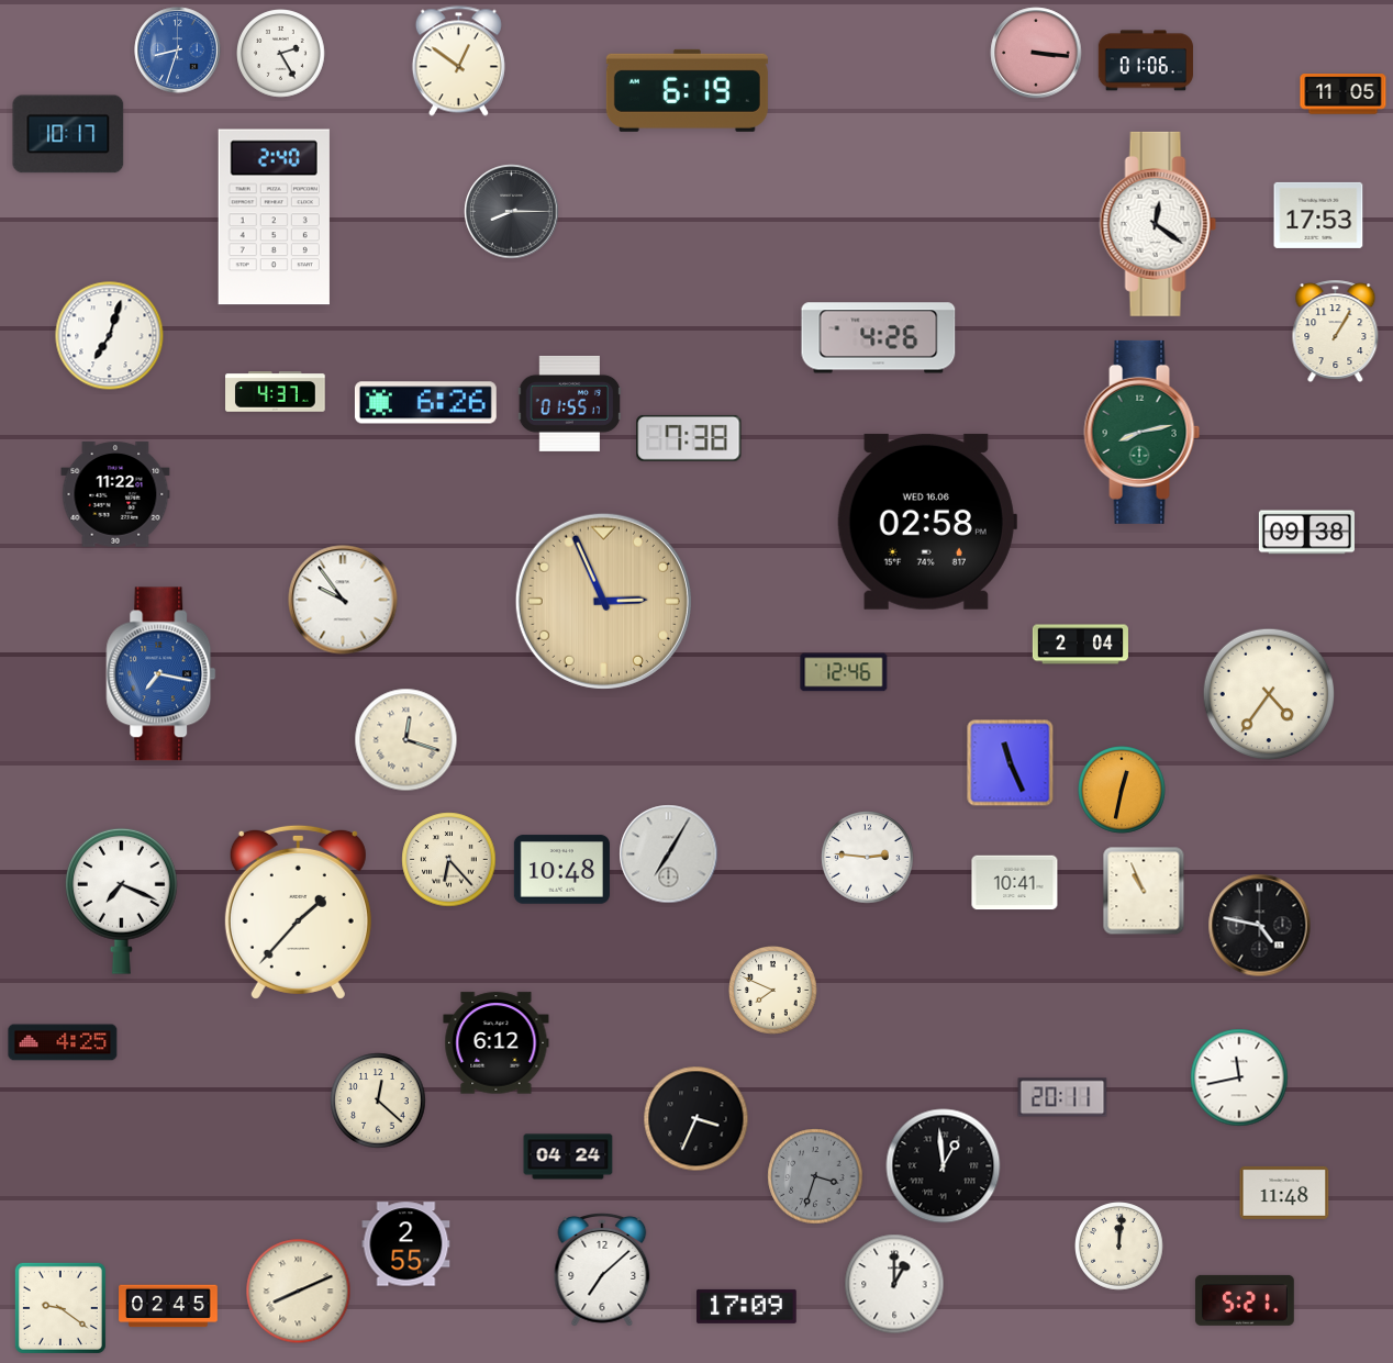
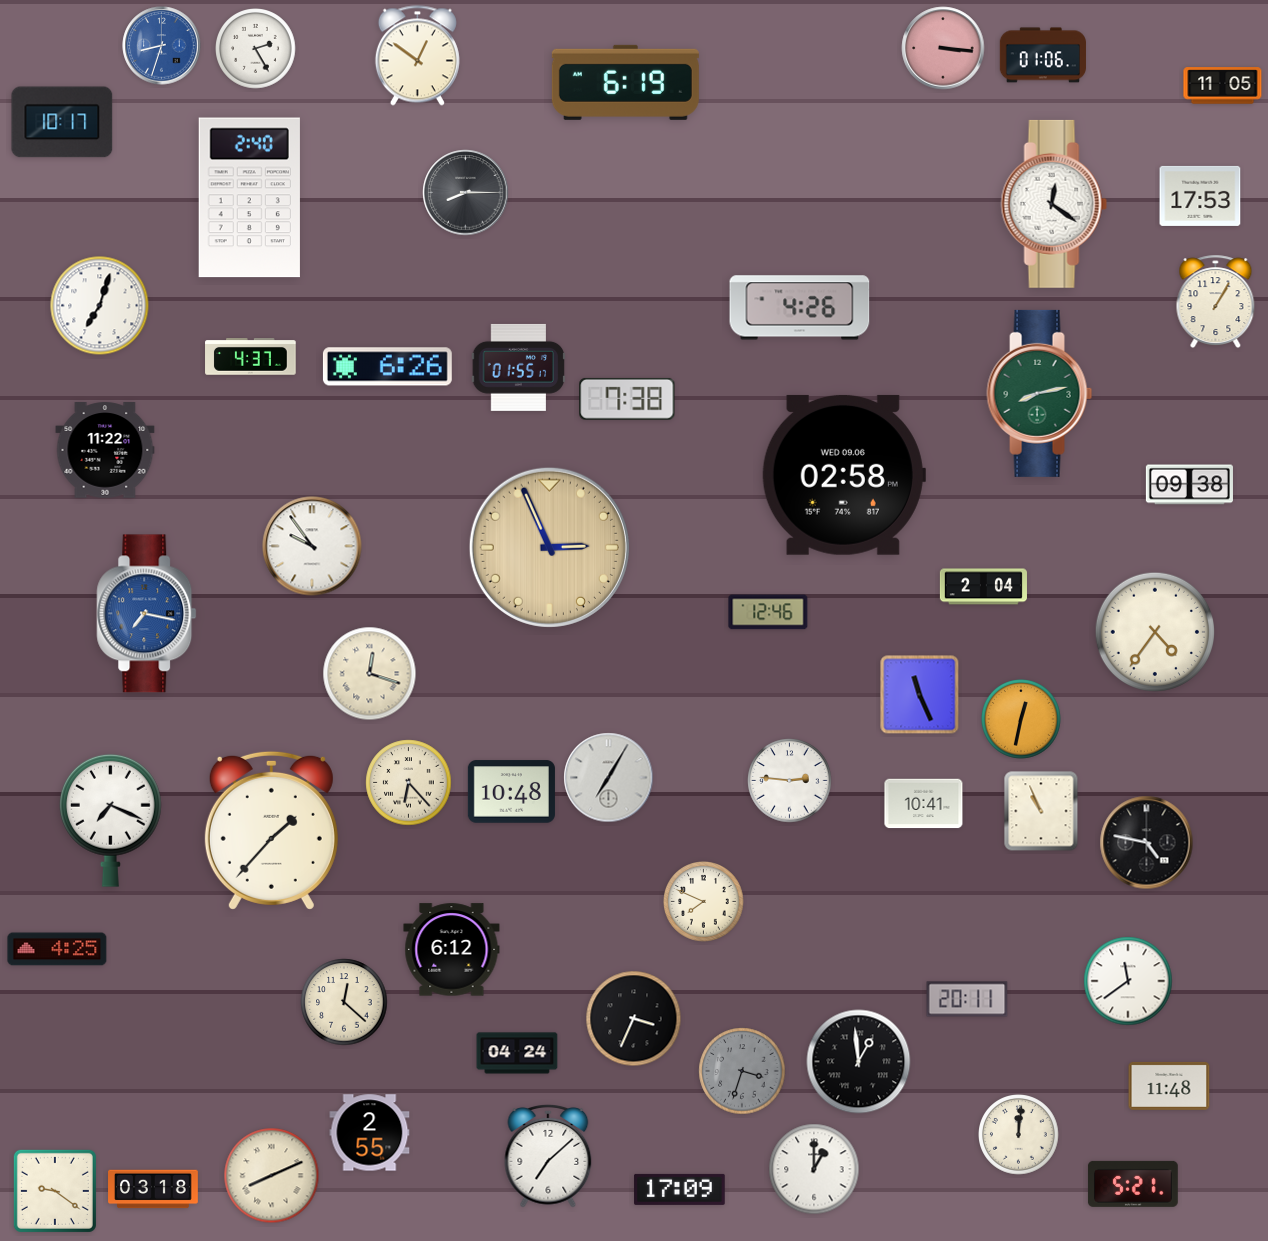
clock at (927, 522) date: WED 16.06 -> WED 09.06
clock at (1239, 1077): 11:43 -> 11:39
clock at (168, 1306): 02:45 -> 03:18
